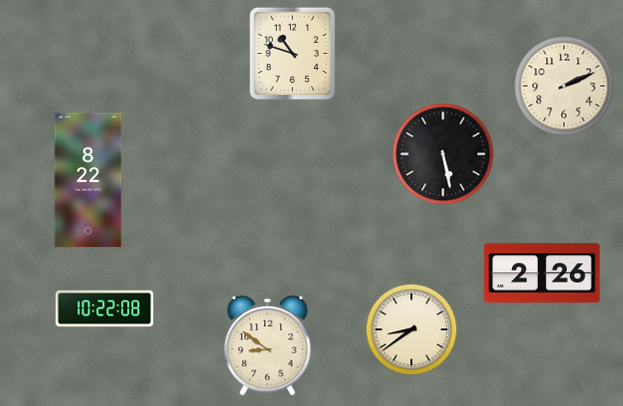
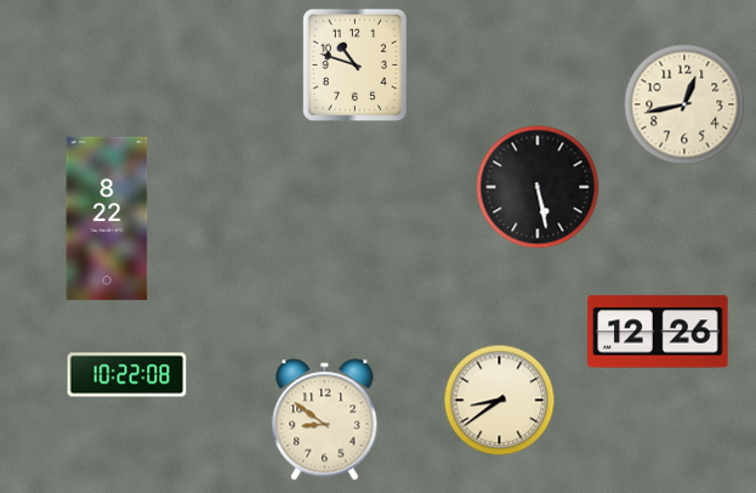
clock at (564, 86): 2:11 -> 12:43
clock at (542, 273): 2:26 -> 12:26
